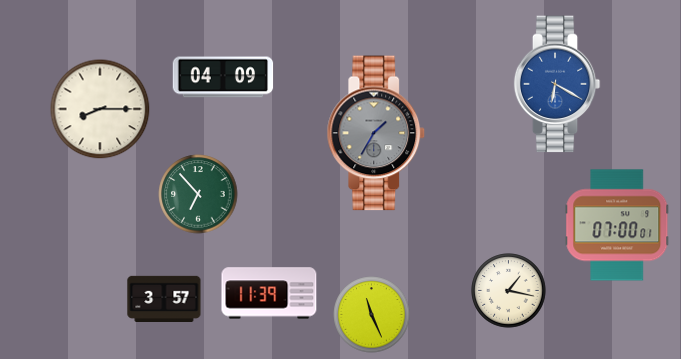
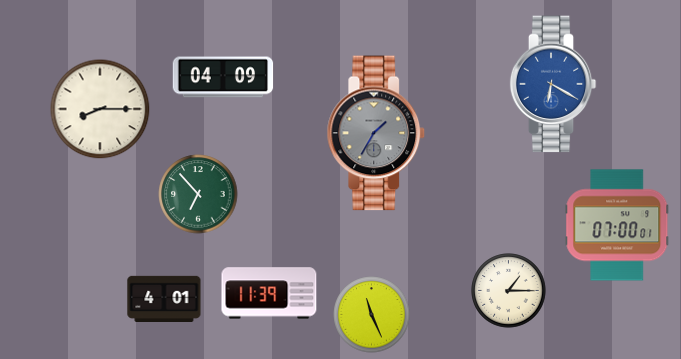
clock at (557, 84) position: (557, 84) -> (553, 84)
clock at (509, 291): 1:17 -> 1:15
clock at (164, 298): 3:57 -> 4:01
